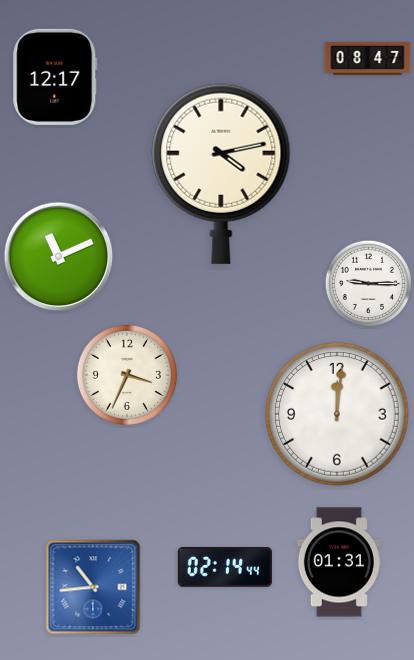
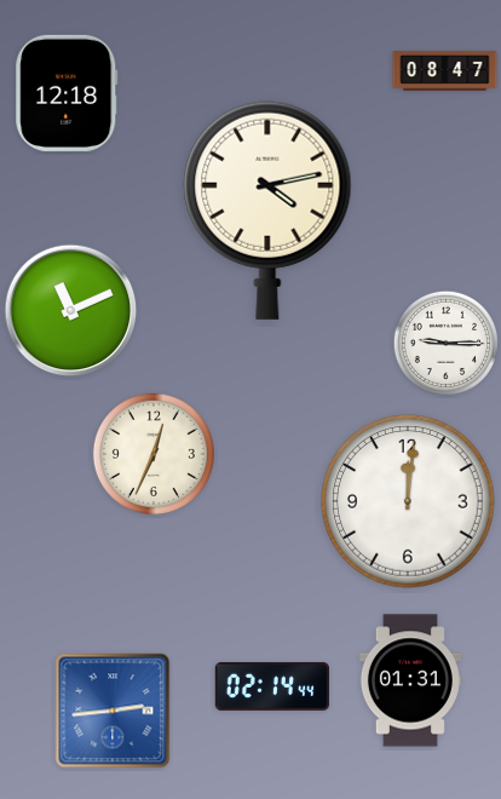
clock at (55, 77): 12:17 -> 12:18
clock at (127, 375): 3:34 -> 12:34
clock at (93, 587): 10:44 -> 2:44
